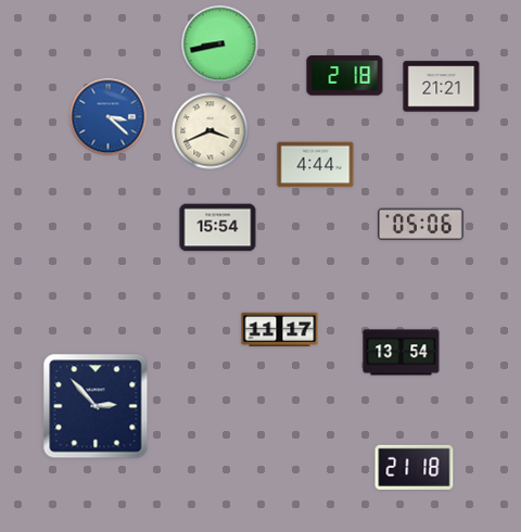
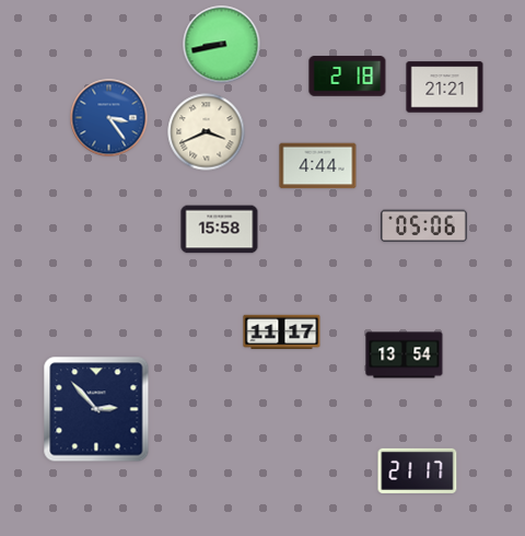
clock at (109, 117): 3:22 -> 3:24
clock at (211, 131) position: (211, 131) -> (207, 132)
clock at (218, 228): 15:54 -> 15:58
clock at (415, 467): 21:18 -> 21:17
